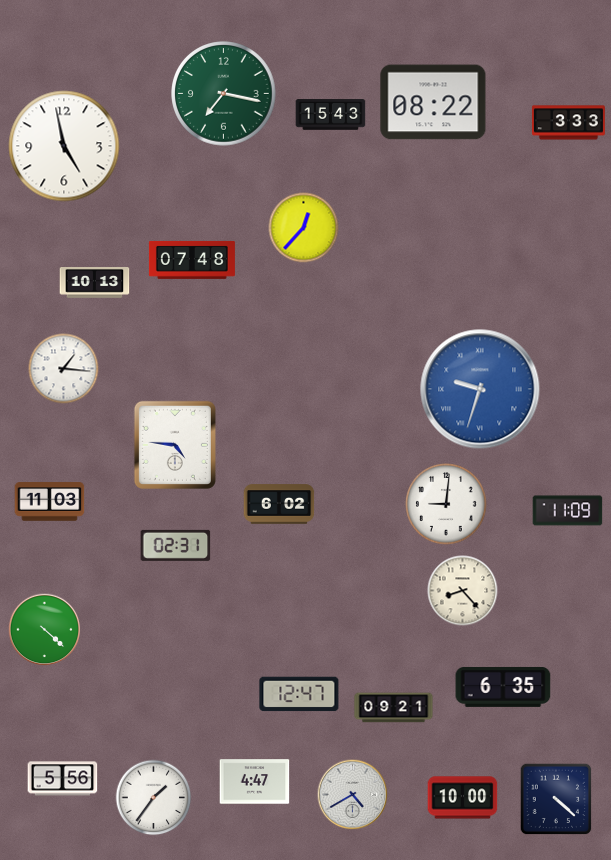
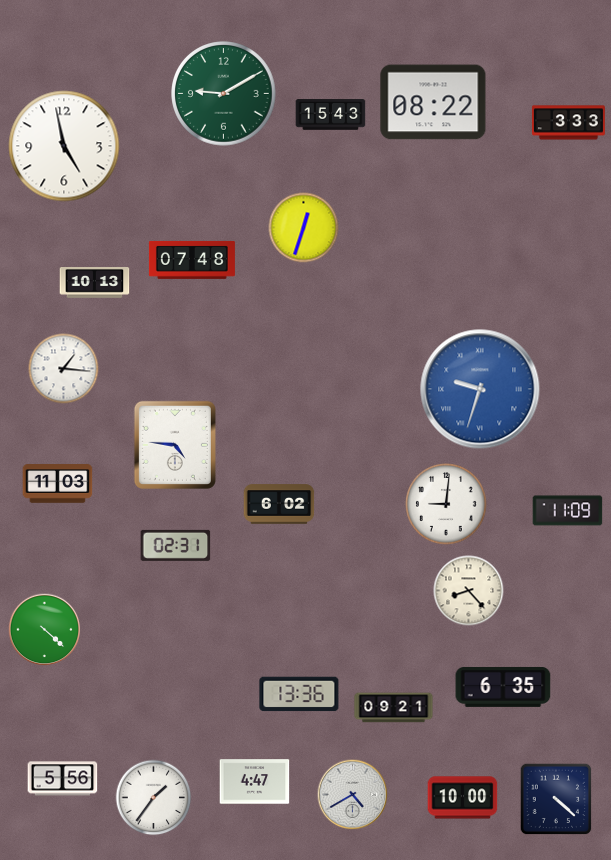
clock at (224, 94): 7:17 -> 9:10
clock at (304, 228): 12:37 -> 12:33
clock at (50, 502) position: (50, 502) -> (58, 484)
clock at (463, 591) position: (463, 591) -> (469, 591)
clock at (299, 694): 12:47 -> 13:36
